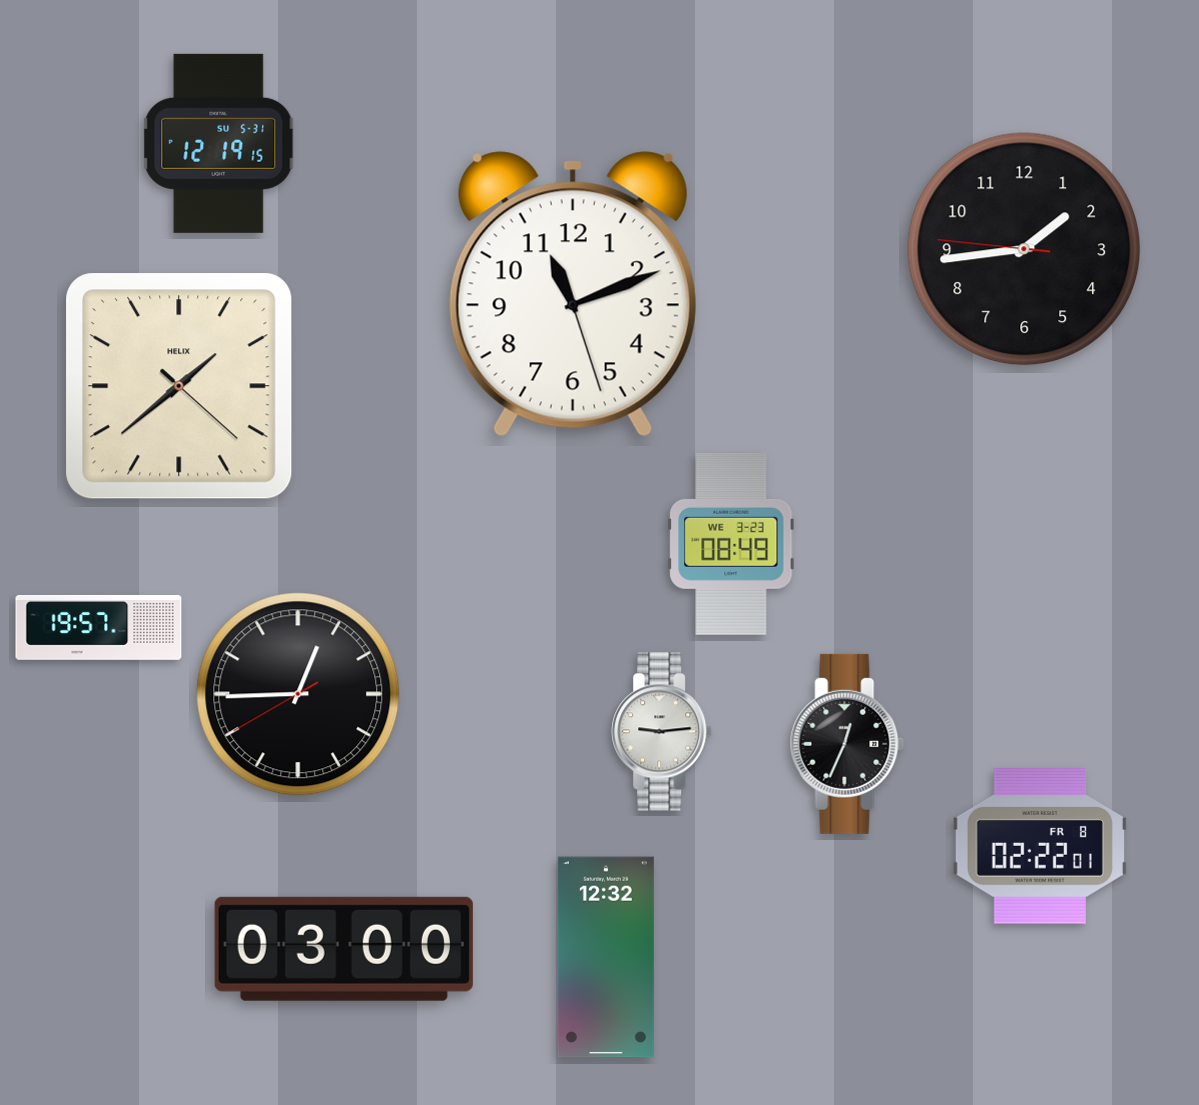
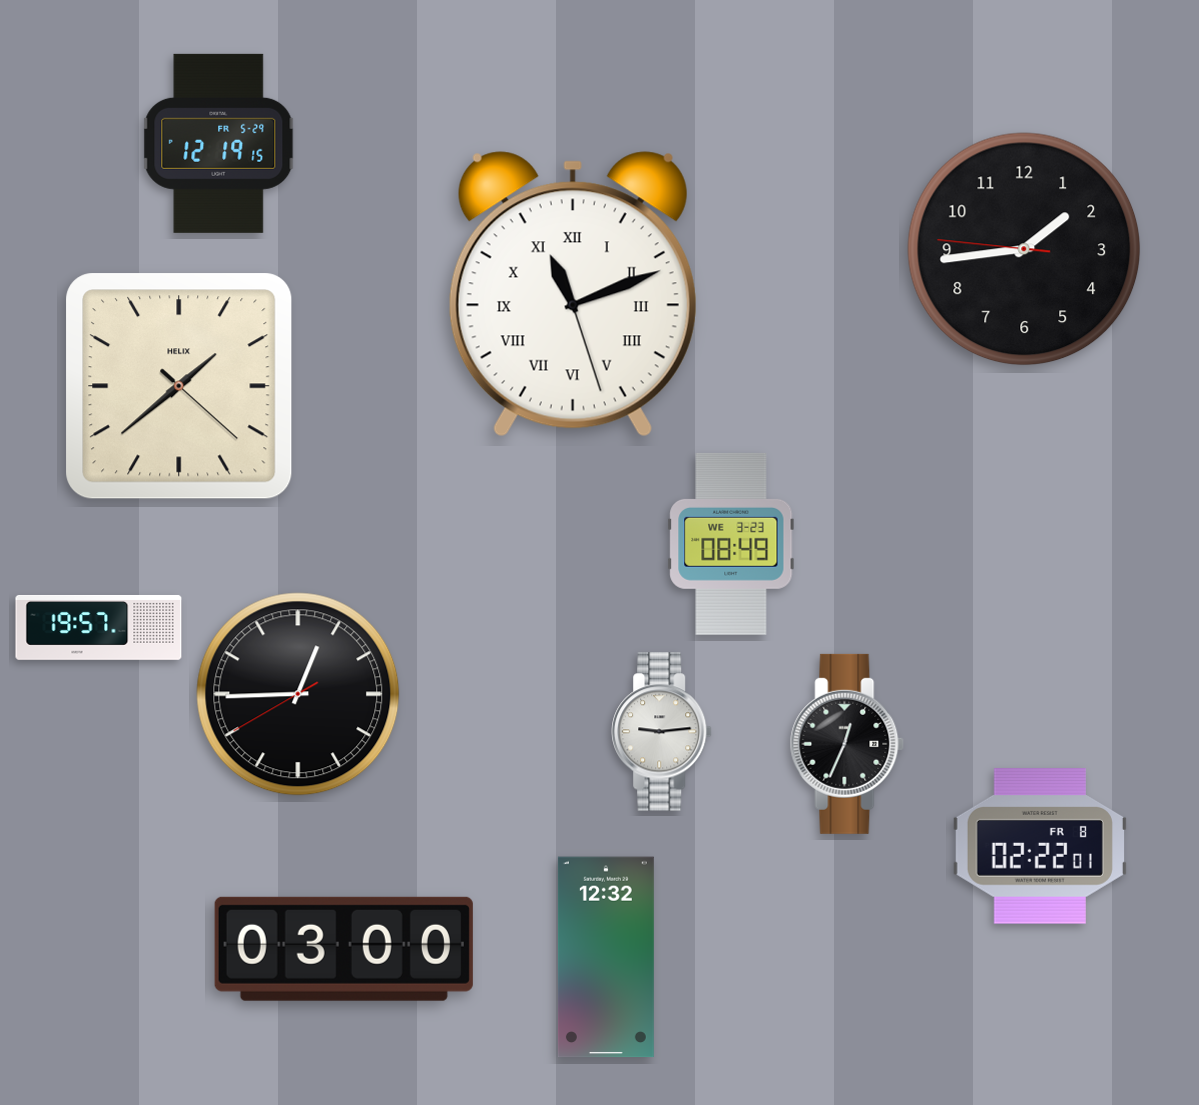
clock at (219, 143) date: SU 5-31 -> FR 5-29
clock at (573, 294) numerals: Arabic -> Roman
